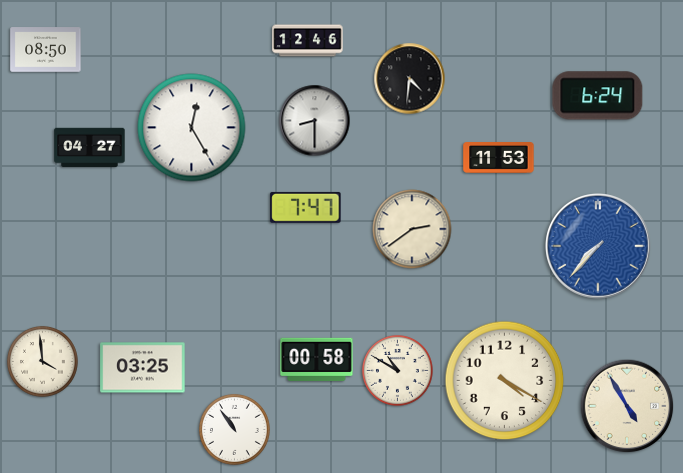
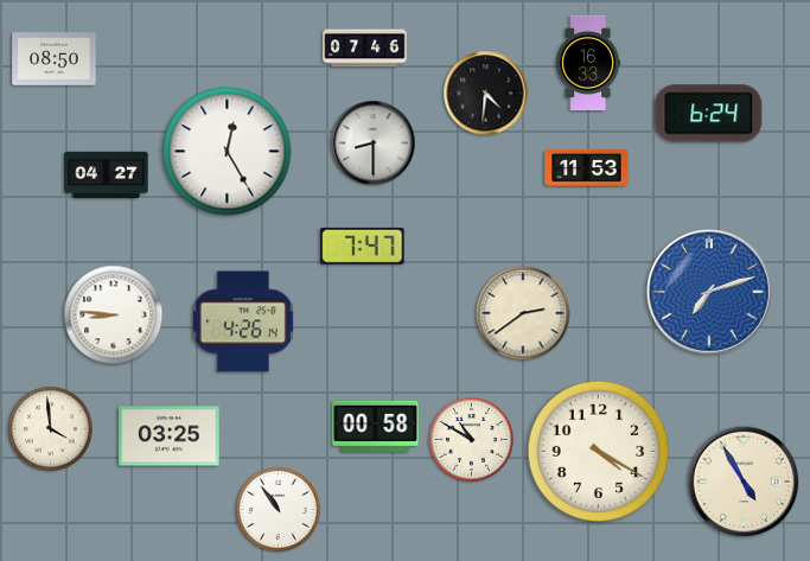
clock at (308, 41): 12:46 -> 07:46
clock at (588, 63): none -> 16:33
clock at (499, 158) position: (499, 158) -> (587, 168)
clock at (412, 229) position: (412, 229) -> (523, 313)
clock at (599, 247): 7:37 -> 7:12
clock at (114, 315): none -> 8:46
clock at (243, 321): none -> 4:26
